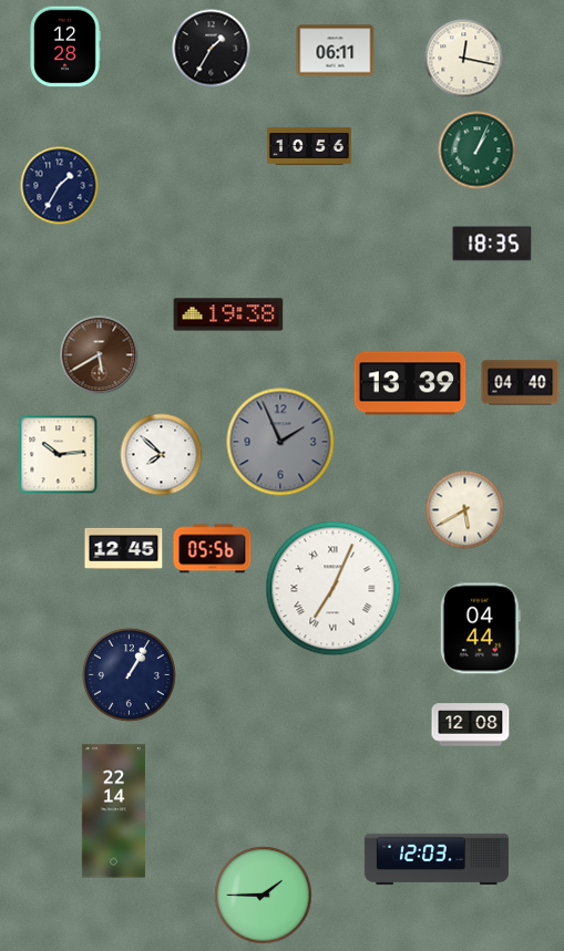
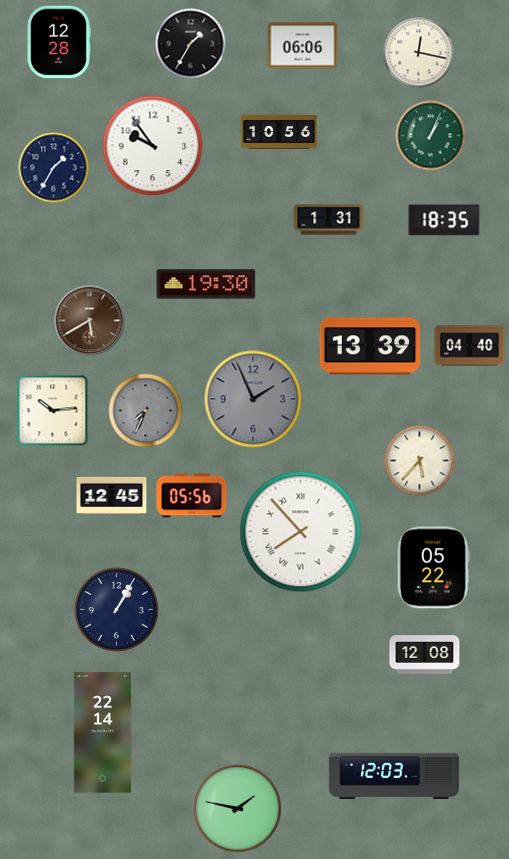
clock at (336, 51): 06:11 -> 06:06
clock at (153, 146): none -> 9:54
clock at (329, 220): none -> 1:31
clock at (228, 314): 19:38 -> 19:30
clock at (162, 455): 7:52 -> 7:34
clock at (162, 455) dial: white -> grey
clock at (465, 510): 5:40 -> 5:37
clock at (334, 589): 7:04 -> 7:53
clock at (480, 629): 04:44 -> 05:22
clock at (264, 896): 1:45 -> 1:47
